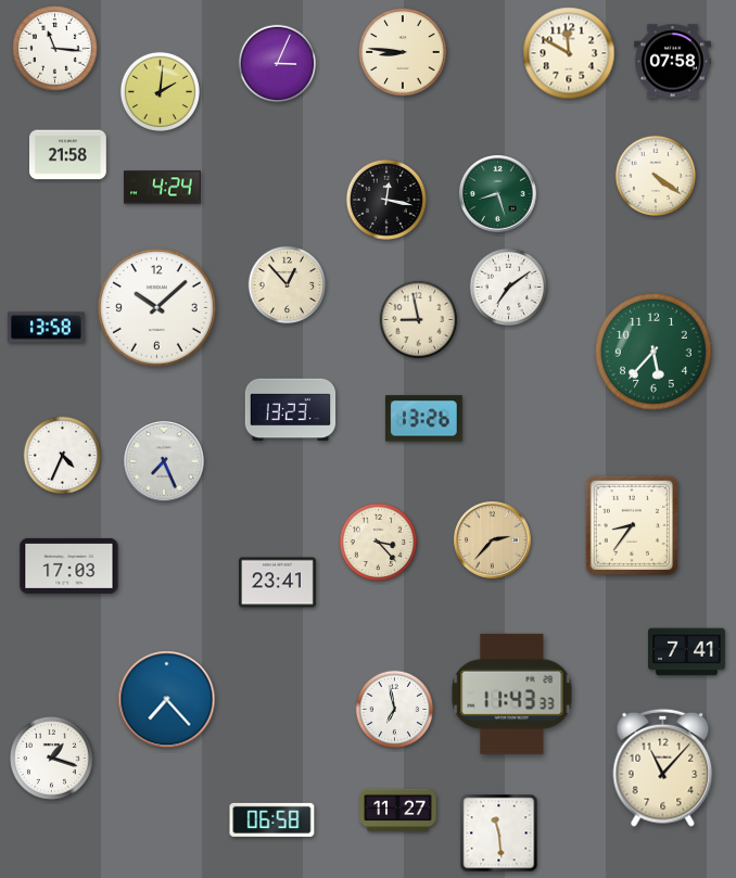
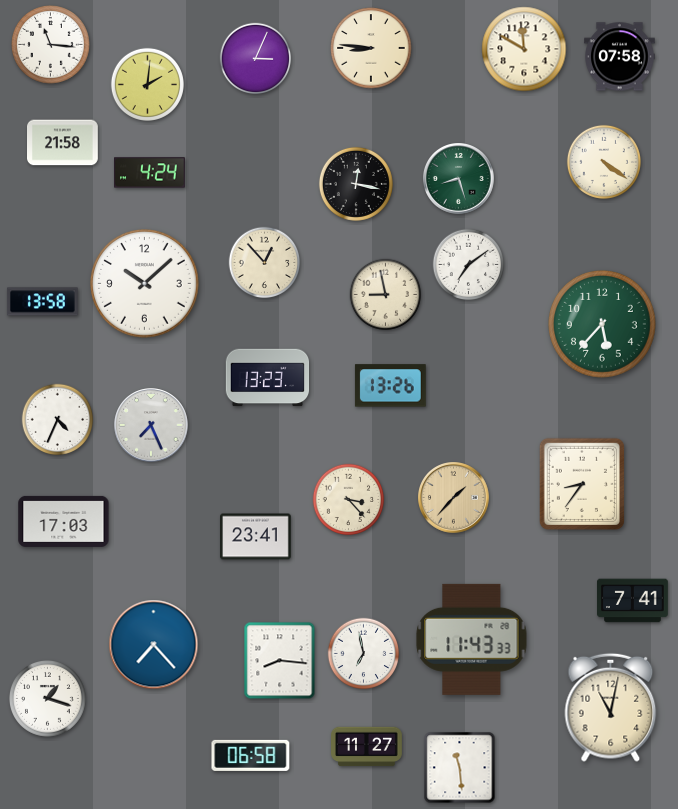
clock at (493, 540): 2:37 -> 1:37
clock at (280, 661): none -> 8:16
clock at (663, 767): 11:07 -> 11:02
